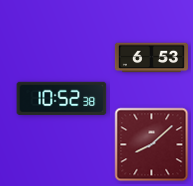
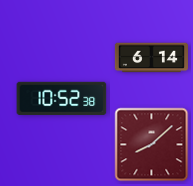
clock at (151, 58): 6:53 -> 6:14
